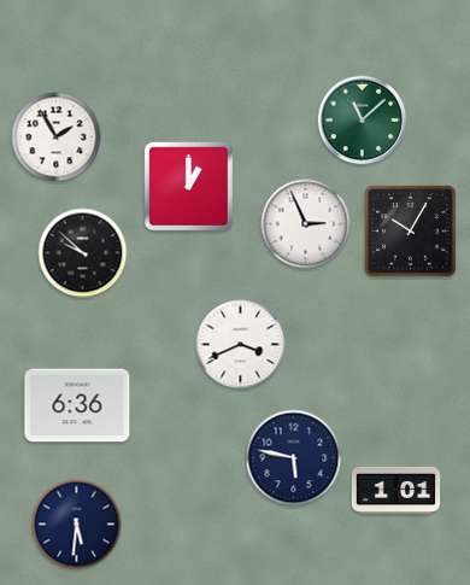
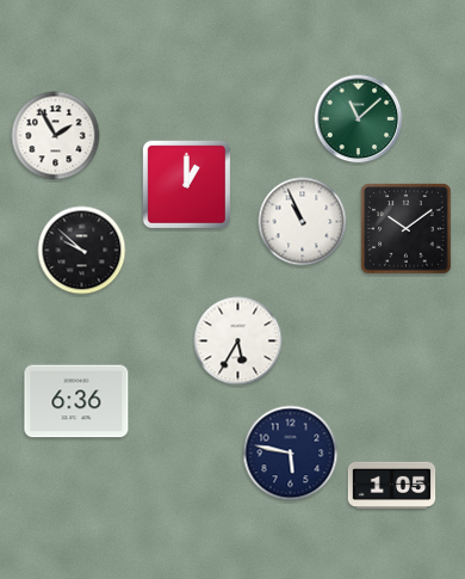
clock at (306, 224): 2:56 -> 10:56
clock at (411, 232): 10:05 -> 10:09
clock at (241, 345): 3:41 -> 5:35
clock at (396, 490): 1:01 -> 1:05
clock at (77, 525): 5:31 -> none
